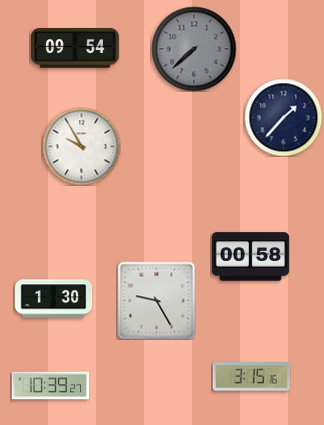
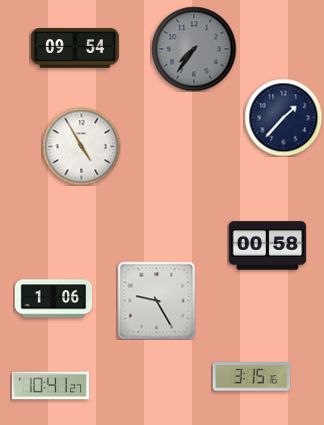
clock at (194, 49): 7:38 -> 7:36
clock at (81, 146): 9:55 -> 4:55
clock at (250, 257) position: (250, 257) -> (267, 246)
clock at (53, 299): 1:30 -> 1:06
clock at (50, 386): 10:39 -> 10:41
